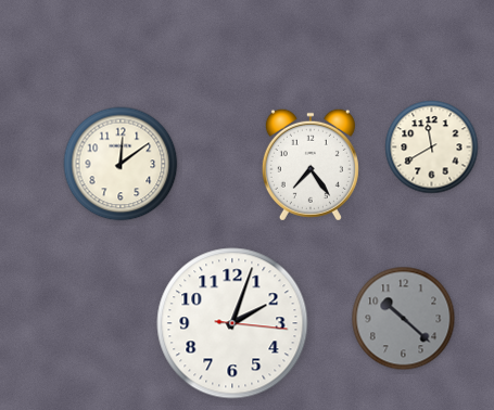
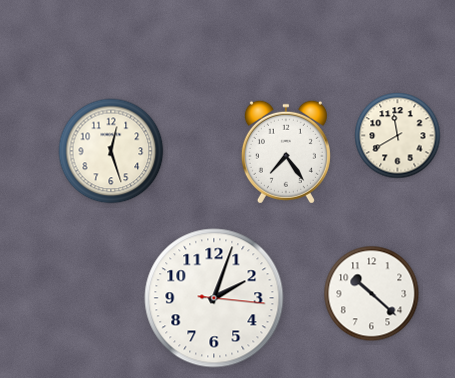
clock at (121, 164): 12:09 -> 12:27
clock at (404, 319) dial: grey -> white
